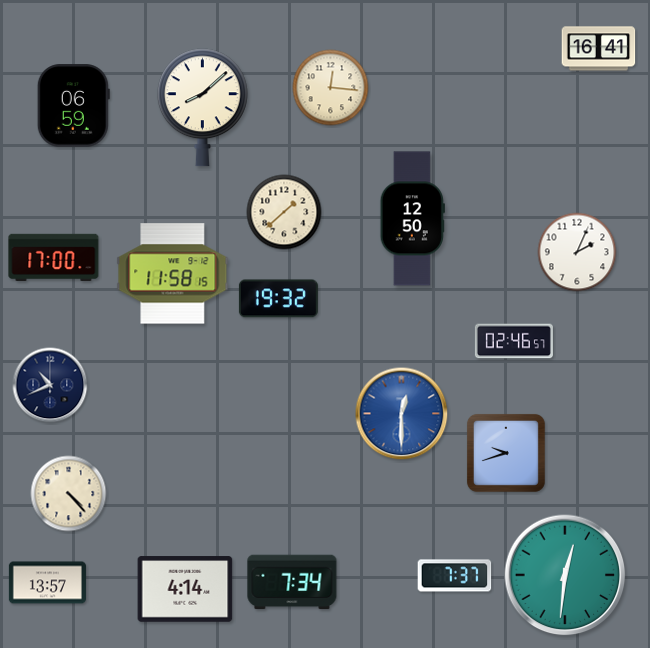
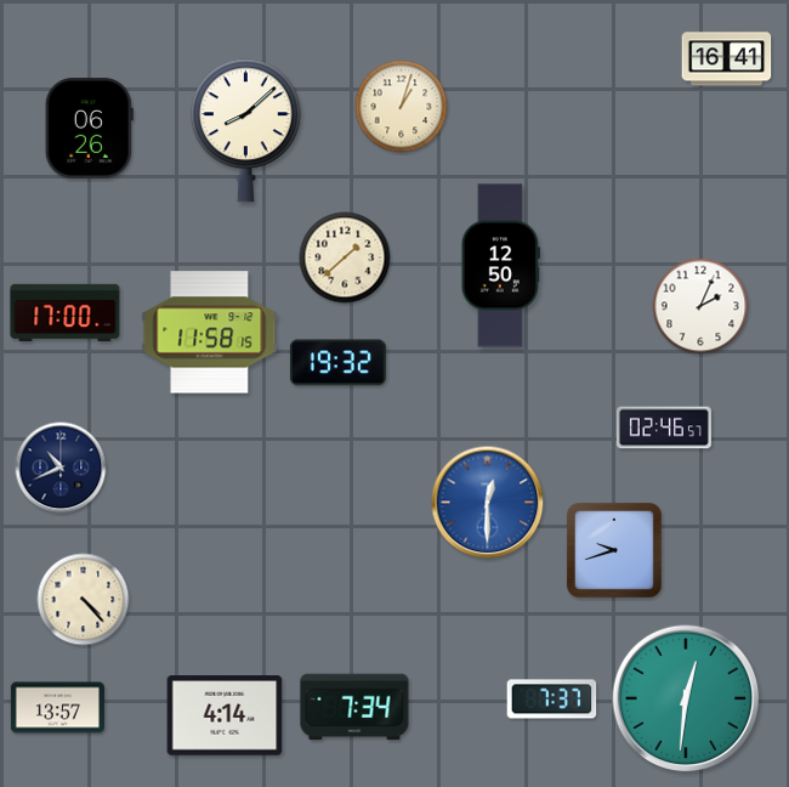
clock at (331, 88): 12:16 -> 1:03
clock at (73, 106): 06:59 -> 06:26
clock at (514, 341) position: (514, 341) -> (664, 428)
